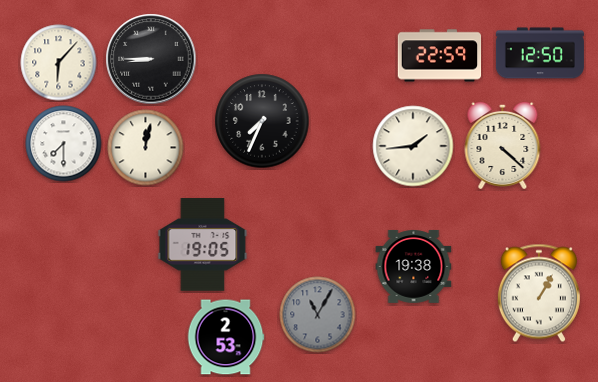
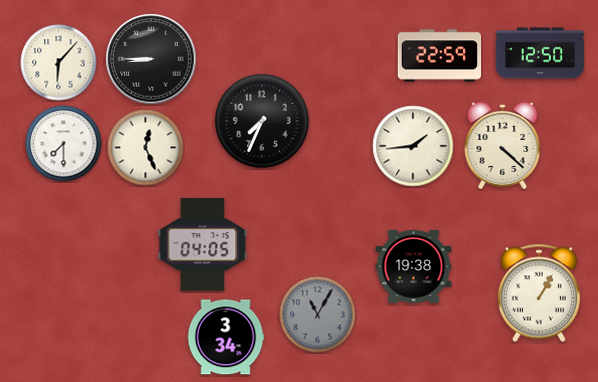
clock at (146, 148): 12:02 -> 12:26
clock at (203, 245): 19:05 -> 04:05
clock at (226, 337): 2:53 -> 3:34
